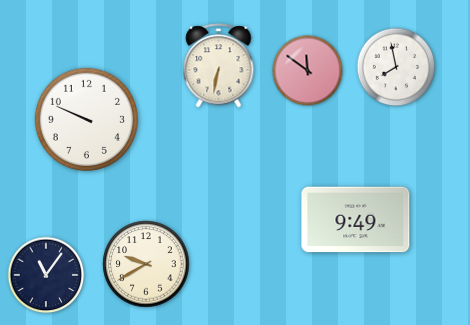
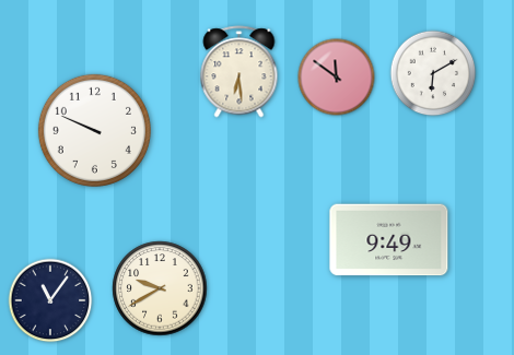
clock at (219, 66): 6:32 -> 6:29
clock at (396, 67): 7:58 -> 6:10
